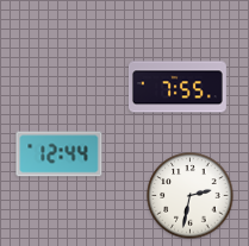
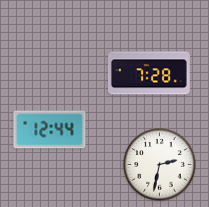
clock at (178, 87): 7:55 -> 7:28
